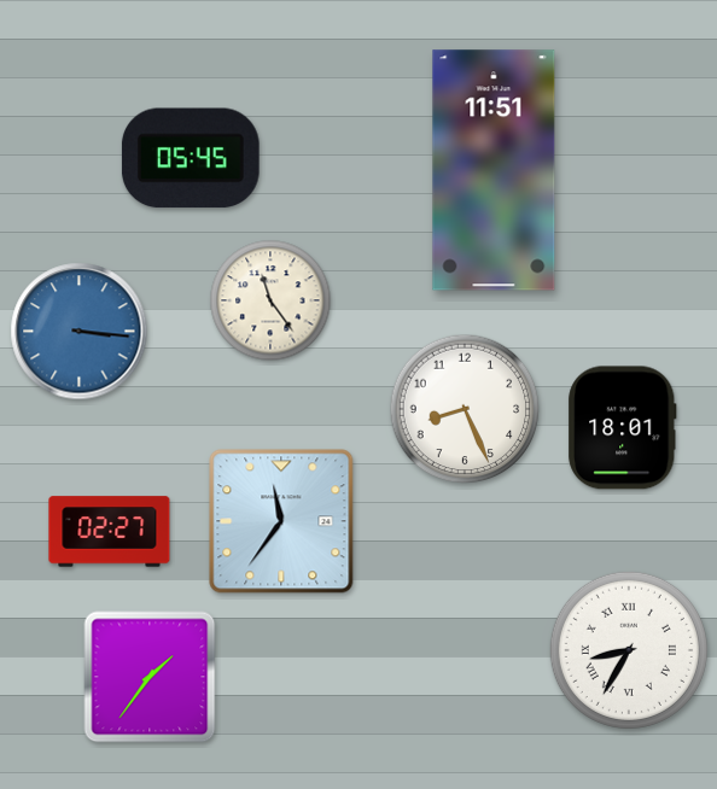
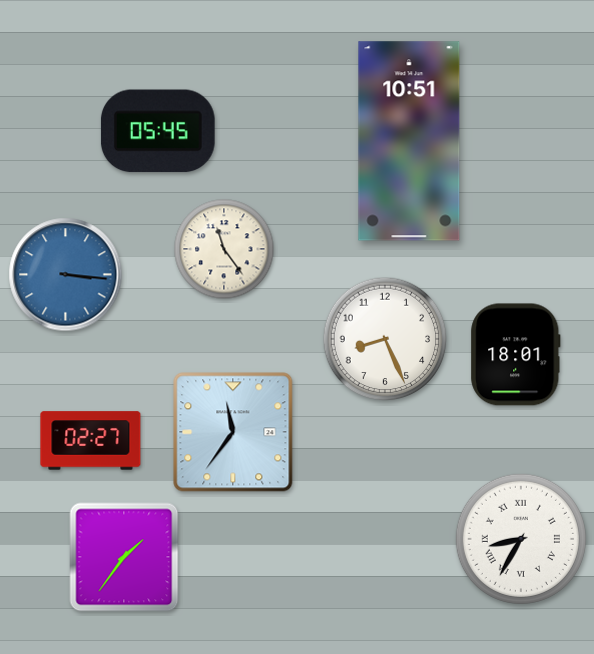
clock at (494, 170): 11:51 -> 10:51
clock at (150, 677) position: (150, 677) -> (124, 557)
